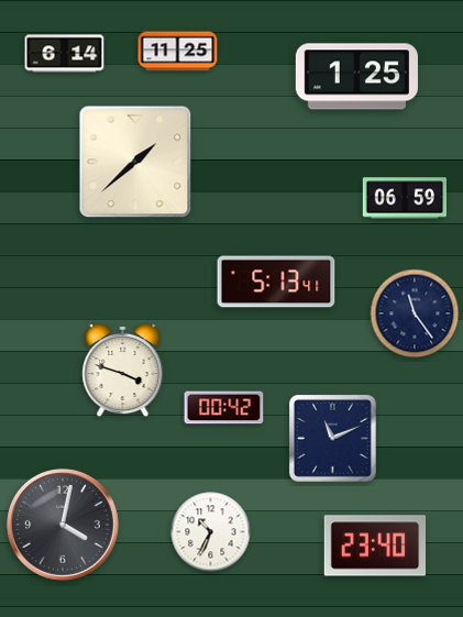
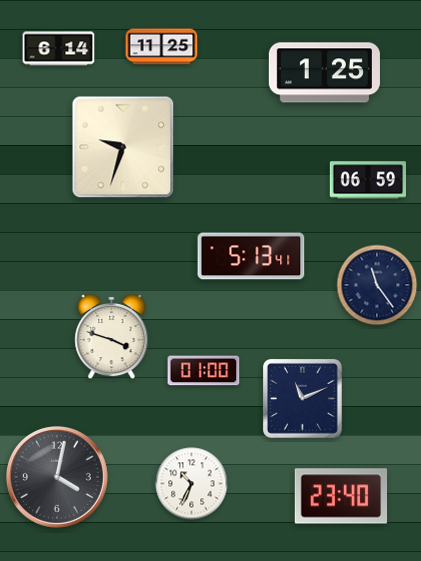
clock at (356, 77) position: (356, 77) -> (324, 73)
clock at (135, 162): 1:38 -> 9:33
clock at (224, 408): 00:42 -> 01:00
